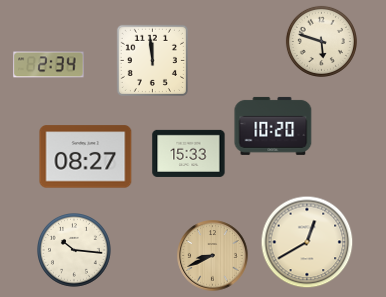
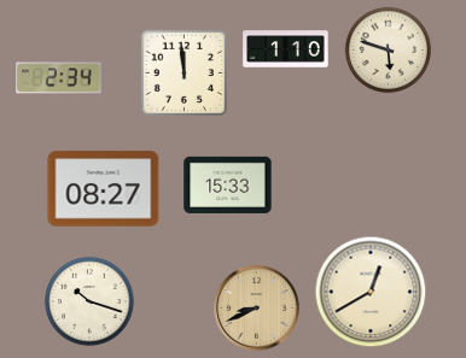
clock at (286, 49): none -> 1:10
clock at (273, 126): 10:20 -> none
clock at (75, 251): 10:16 -> 10:18
